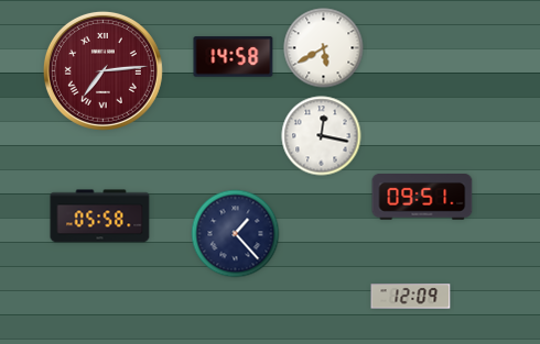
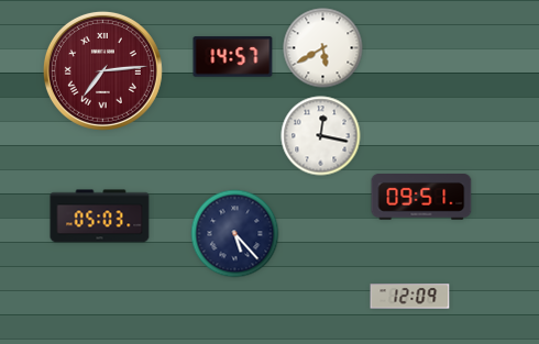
clock at (234, 57): 14:58 -> 14:57
clock at (100, 217): 05:58 -> 05:03
clock at (236, 234): 1:23 -> 5:23
